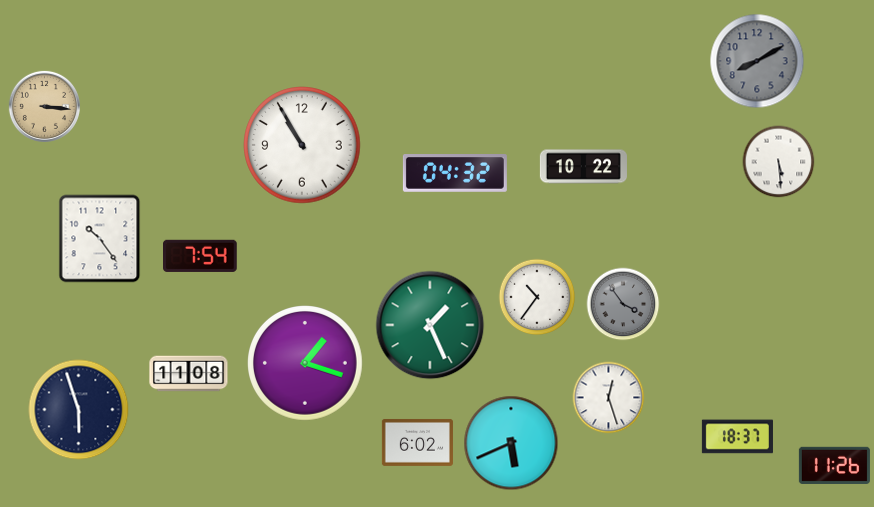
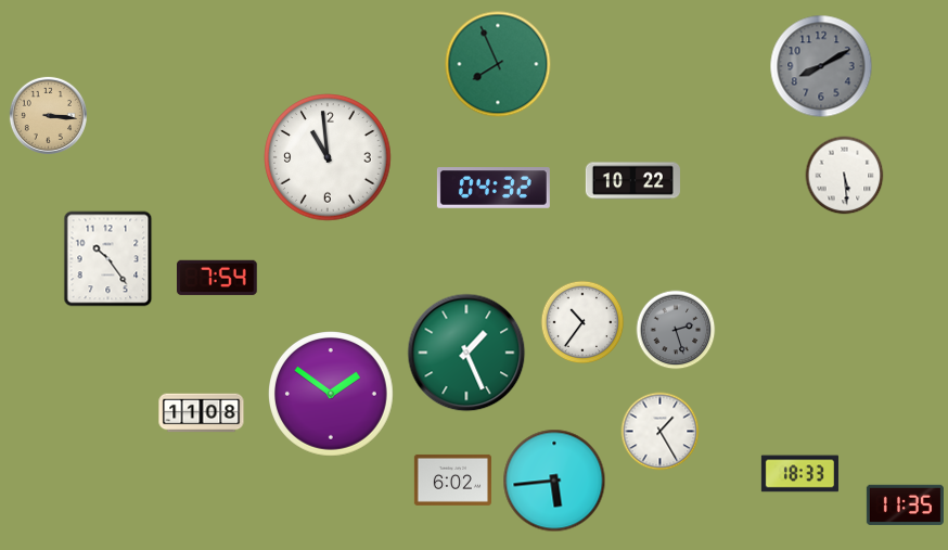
clock at (498, 64): none -> 7:56
clock at (302, 145): 10:55 -> 10:59
clock at (623, 304): 3:54 -> 2:27
clock at (306, 364): 1:18 -> 1:51
clock at (189, 374) position: (189, 374) -> (202, 413)
clock at (609, 398): 12:27 -> 1:25
clock at (79, 410): 5:57 -> none
clock at (737, 437): 18:37 -> 18:33
clock at (511, 443): 5:41 -> 5:44
clock at (834, 465): 11:26 -> 11:35
